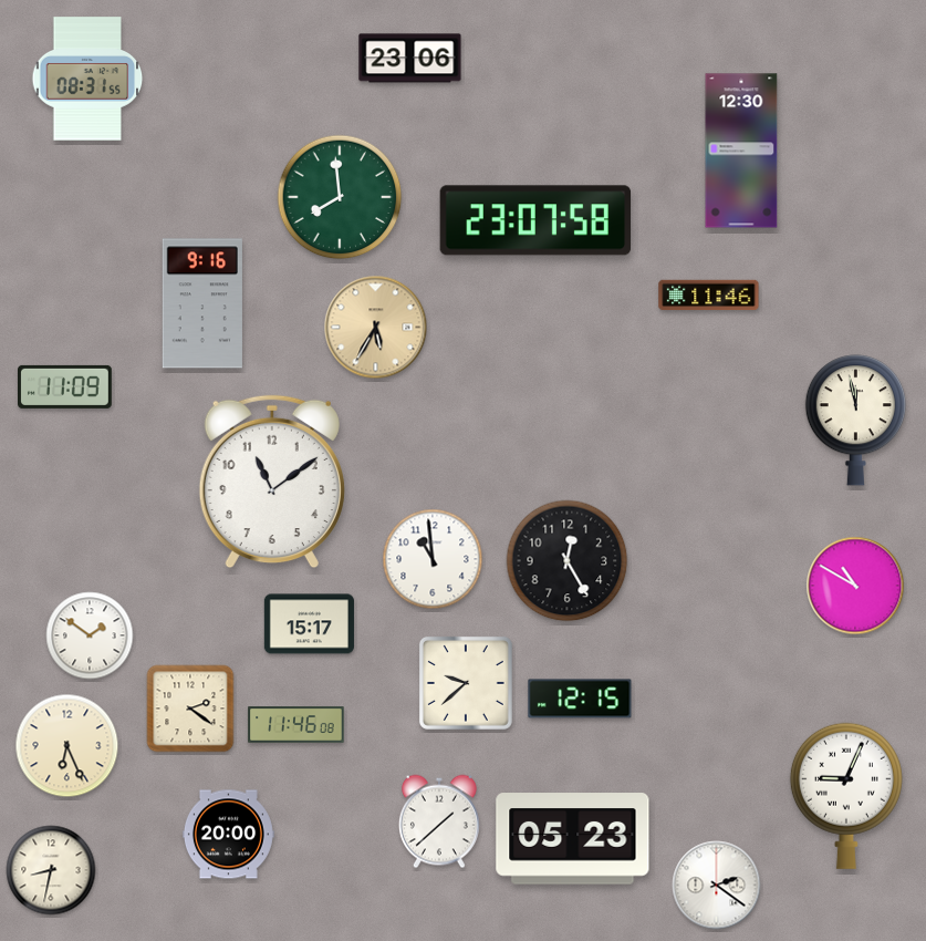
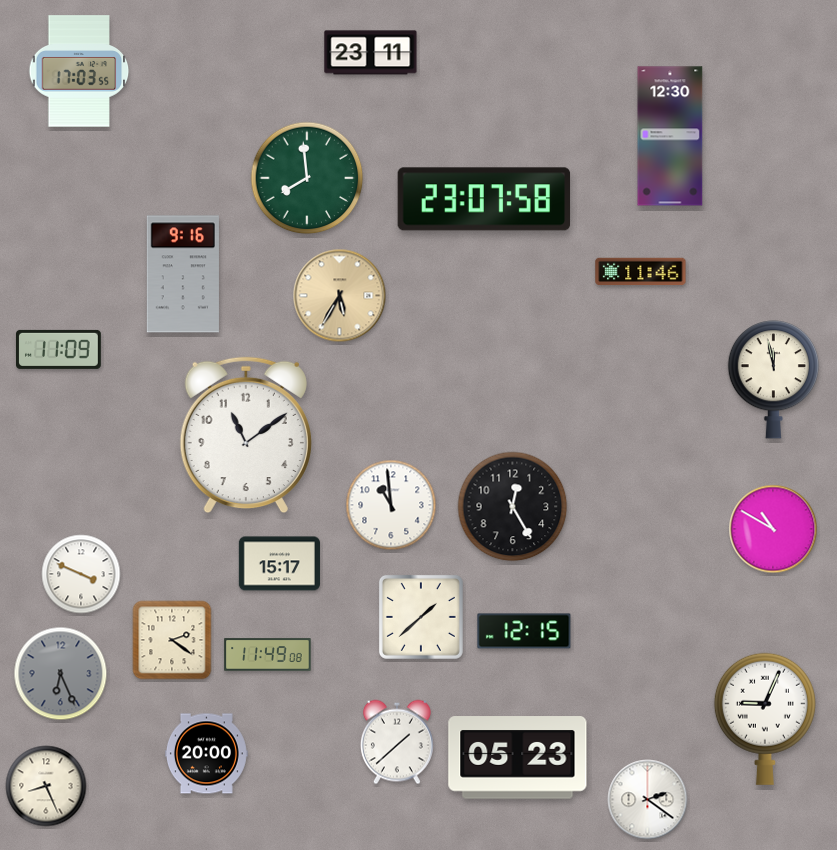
clock at (410, 59): 23:06 -> 23:11
clock at (87, 79): 08:31 -> 17:03
clock at (709, 296) position: (709, 296) -> (641, 272)
clock at (90, 635): 1:51 -> 3:49
clock at (466, 683): 9:38 -> 1:38
clock at (296, 725): 11:46 -> 11:49
clock at (67, 746) dial: cream -> grey
clock at (51, 870): 8:32 -> 8:26
